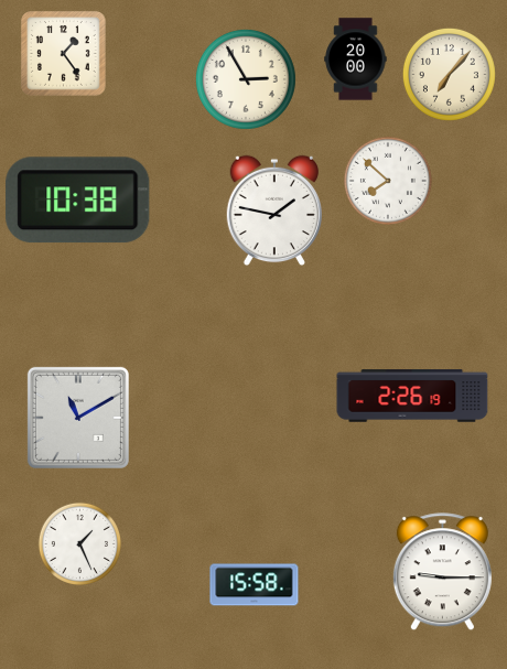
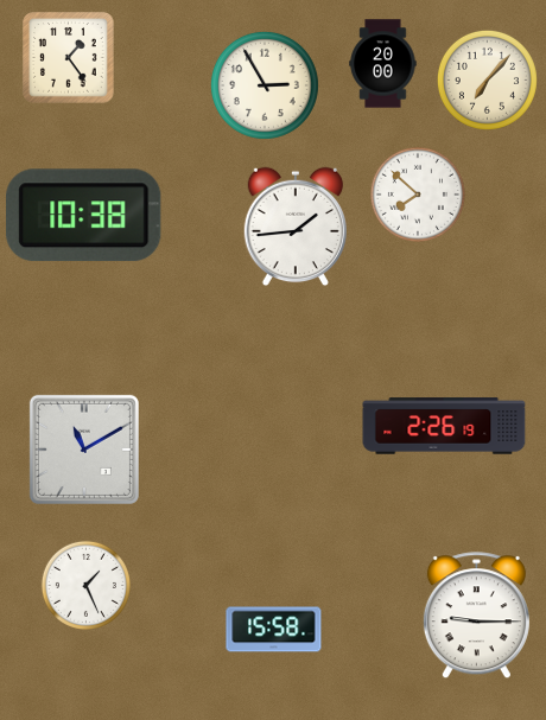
clock at (449, 74) position: (449, 74) -> (487, 79)
clock at (273, 211): 1:47 -> 1:44
